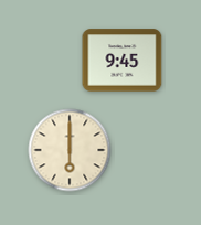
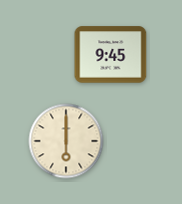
clock at (70, 150) position: (70, 150) -> (66, 141)
